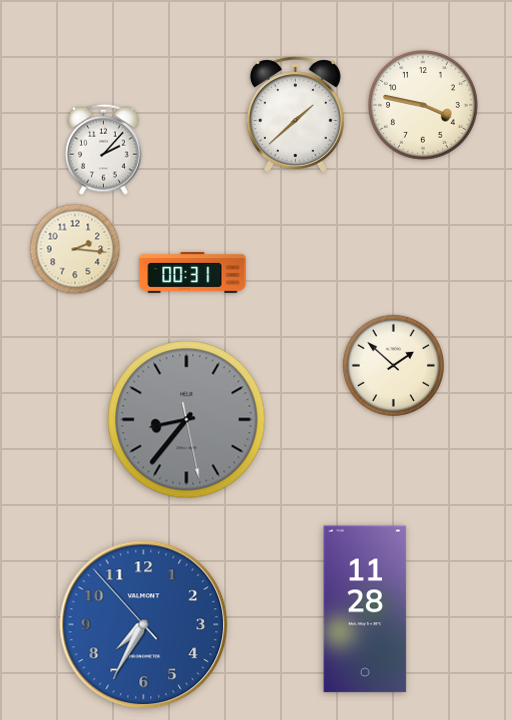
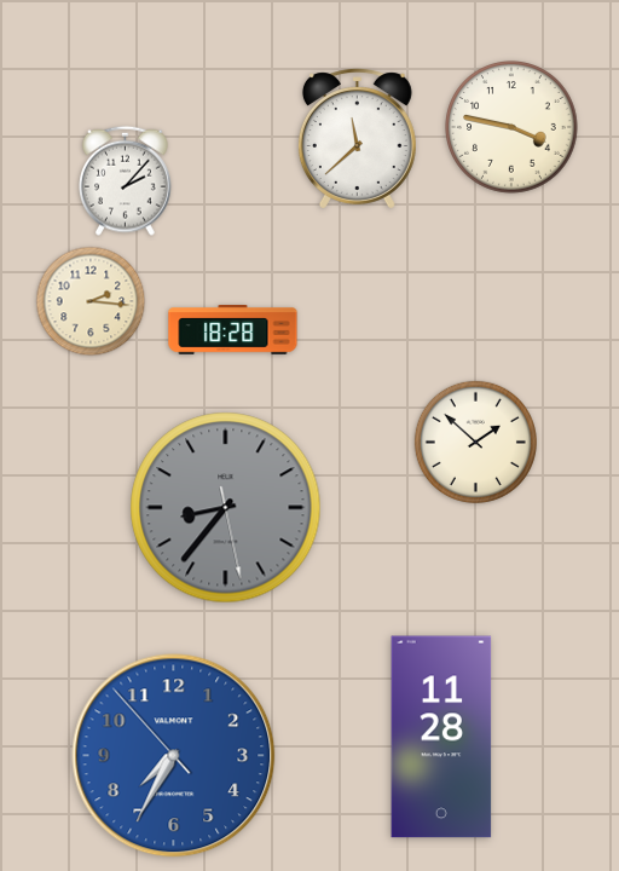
clock at (295, 115): 1:38 -> 11:38
clock at (193, 273): 00:31 -> 18:28
